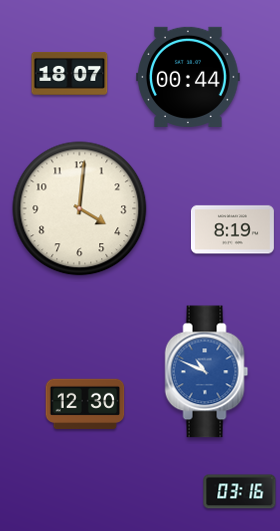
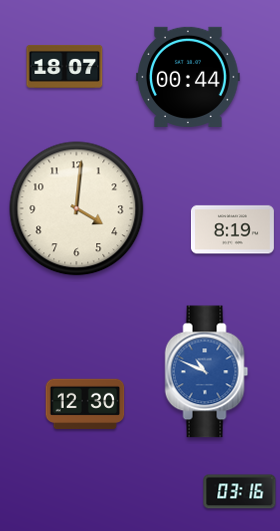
clock at (70, 73) position: (70, 73) -> (65, 66)
clock at (80, 209) position: (80, 209) -> (77, 209)
